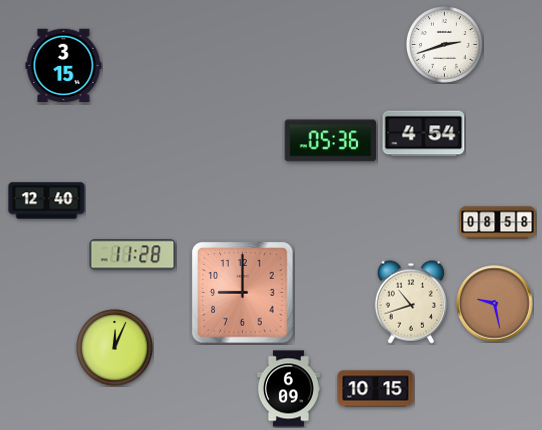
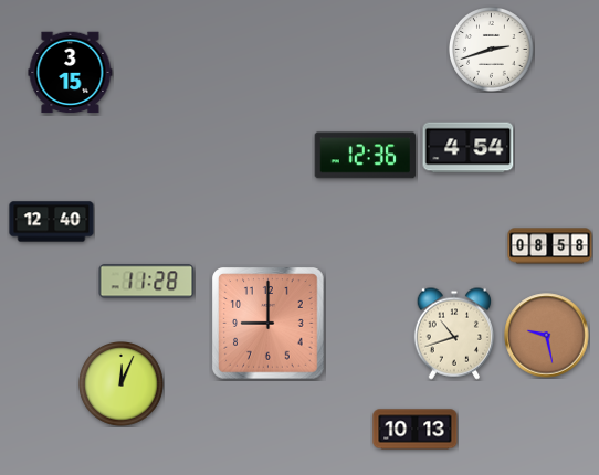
clock at (331, 141): 05:36 -> 12:36
clock at (115, 348) position: (115, 348) -> (122, 384)
clock at (288, 389): 6:09 -> none
clock at (376, 389): 10:15 -> 10:13
